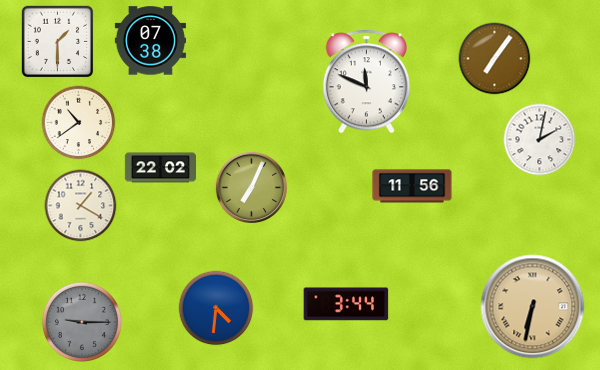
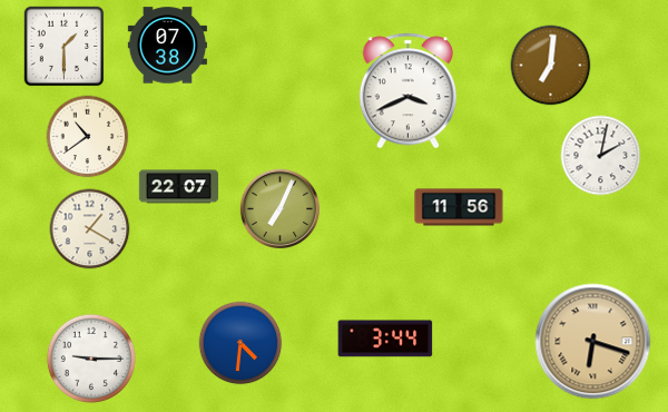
clock at (495, 59): 7:06 -> 7:01
clock at (366, 82): 11:49 -> 3:41
clock at (160, 168): 22:02 -> 22:07
clock at (533, 307): 6:32 -> 6:18
clock at (82, 322) dial: grey -> white
